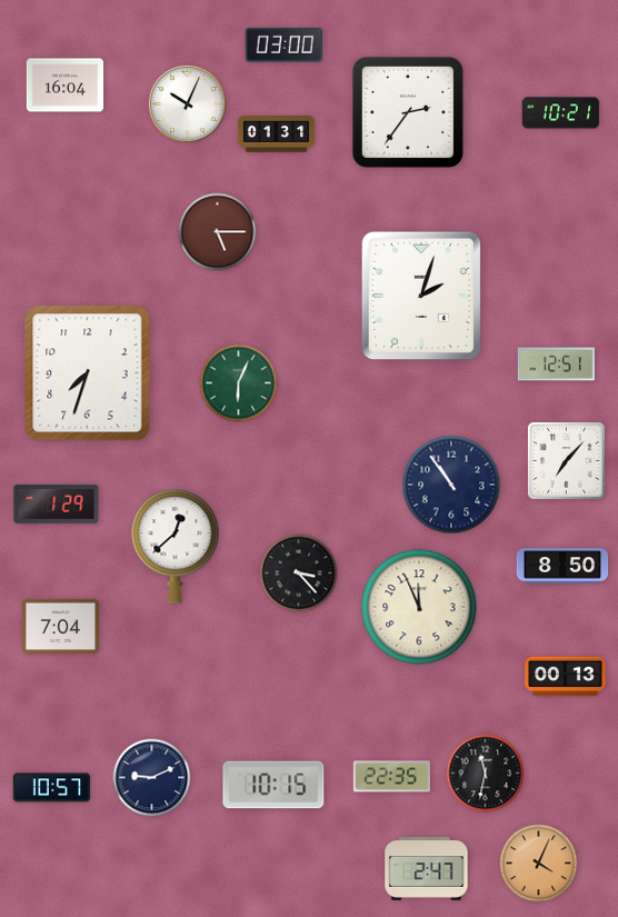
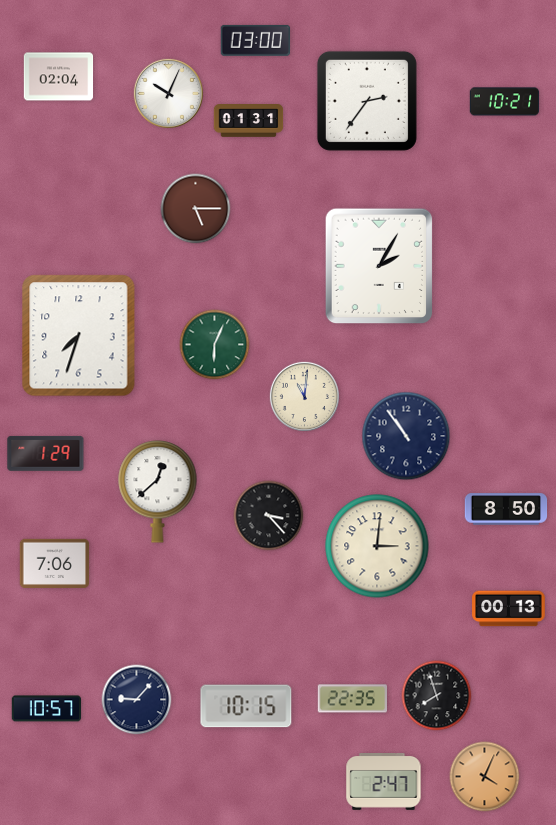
clock at (66, 86): 16:04 -> 02:04
clock at (421, 296): 2:03 -> 2:05
clock at (557, 365): 12:51 -> none
clock at (304, 396): none -> 11:01
clock at (567, 461): 7:07 -> none
clock at (57, 504) position: (57, 504) -> (46, 453)
clock at (419, 607): 11:56 -> 3:01
clock at (61, 626): 7:04 -> 7:06
clock at (486, 774): 11:32 -> 7:57
clock at (152, 778): 9:11 -> 9:07
